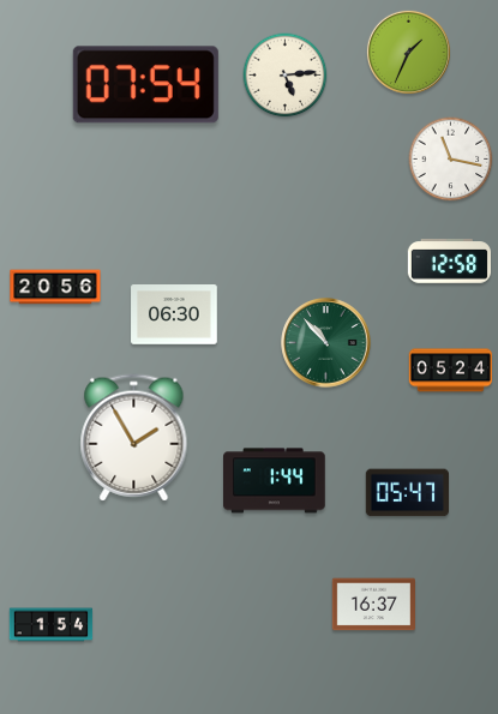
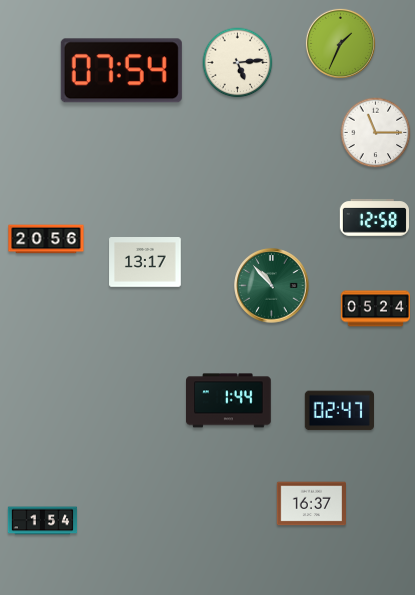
clock at (451, 160): 11:17 -> 11:15
clock at (174, 314): 06:30 -> 13:17
clock at (134, 438): 1:55 -> none
clock at (407, 493): 05:47 -> 02:47
